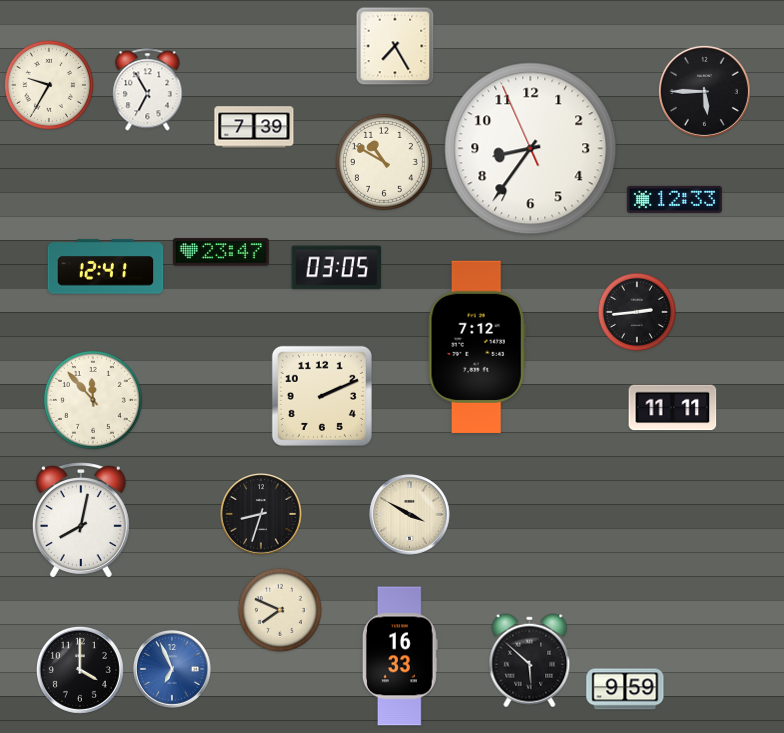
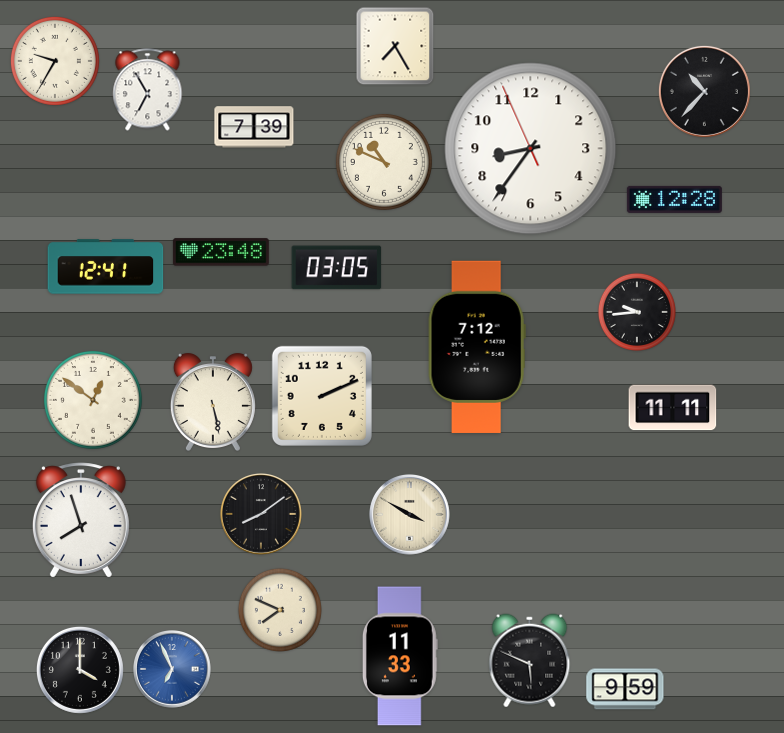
clock at (49, 85) position: (49, 85) -> (55, 61)
clock at (704, 91): 5:45 -> 10:37
clock at (384, 162): 10:50 -> 10:49
clock at (674, 199): 12:33 -> 12:28
clock at (221, 252): 23:47 -> 23:48
clock at (637, 312): 2:44 -> 9:44
clock at (93, 400): 11:53 -> 12:51
clock at (213, 402): none -> 5:28
clock at (261, 514): 8:33 -> 8:09
clock at (81, 520): 8:02 -> 7:57
clock at (400, 656): 16:33 -> 11:33
clock at (530, 661): 5:52 -> 5:49
